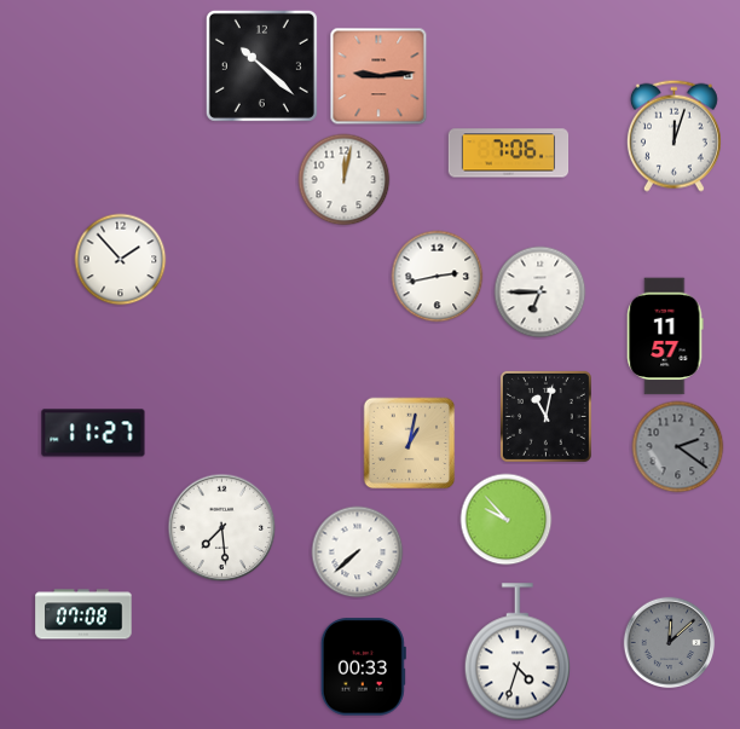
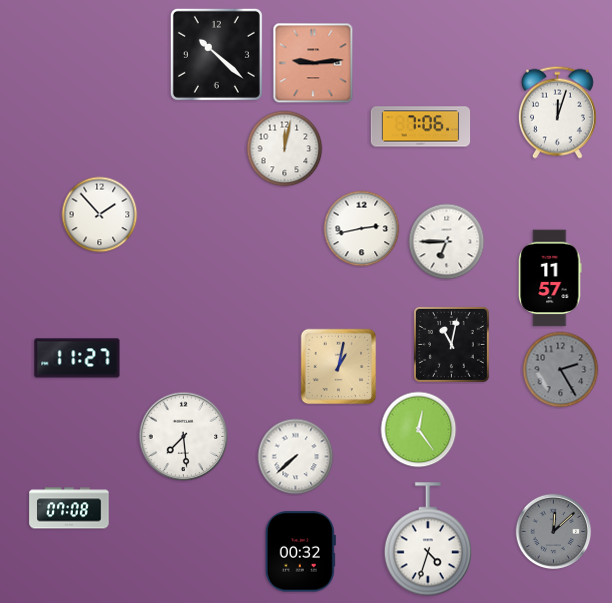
clock at (678, 447): 2:21 -> 2:25
clock at (507, 520): 9:53 -> 12:24
clock at (363, 667): 00:33 -> 00:32
